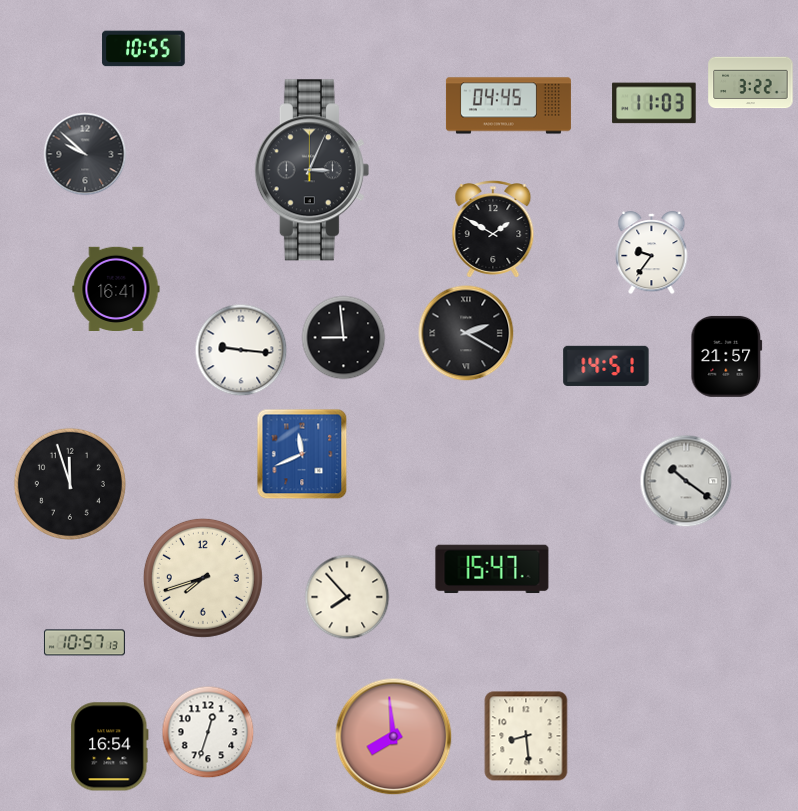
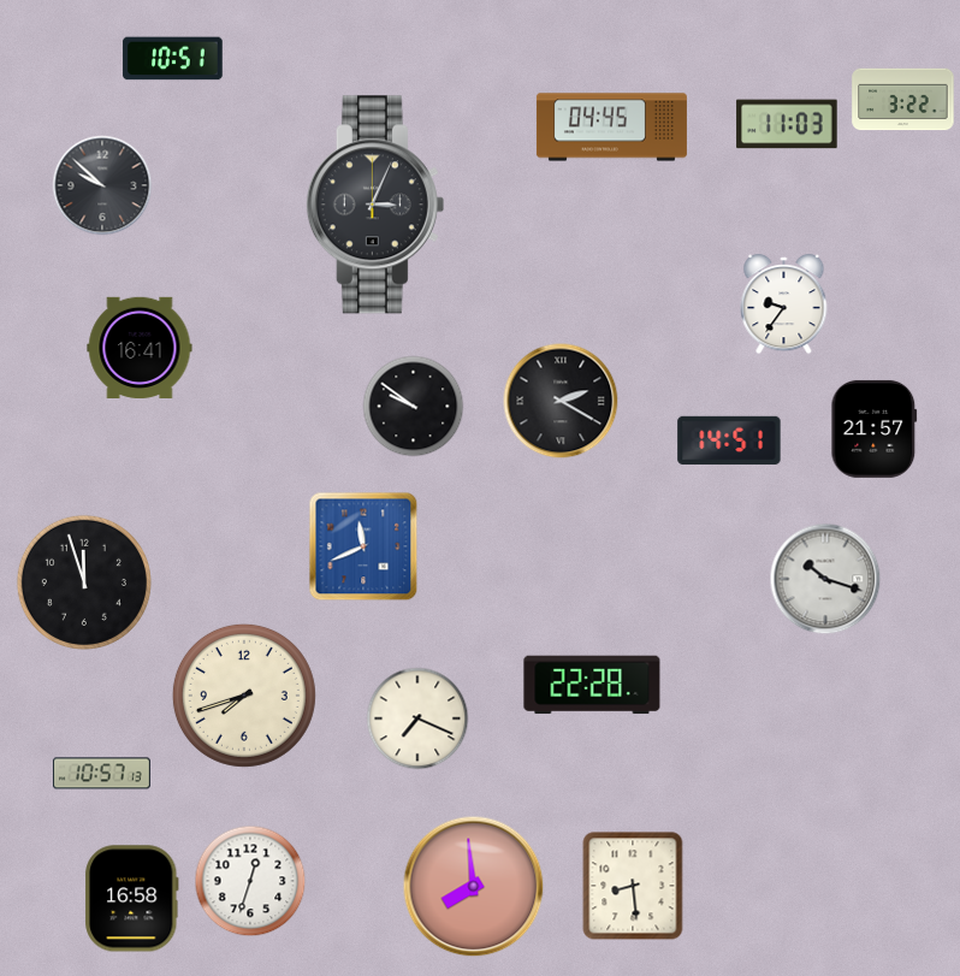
clock at (144, 49): 10:55 -> 10:51
clock at (493, 229): 1:50 -> none
clock at (344, 338): 8:59 -> 9:51
clock at (241, 350): 9:16 -> none
clock at (686, 481): 10:21 -> 10:18
clock at (492, 569): 15:47 -> 22:28
clock at (347, 597): 7:53 -> 7:19
clock at (110, 747): 16:54 -> 16:58
